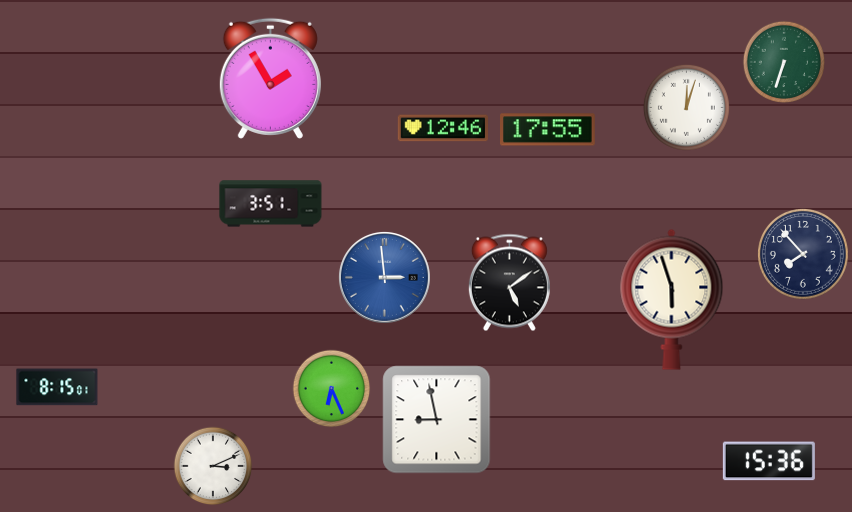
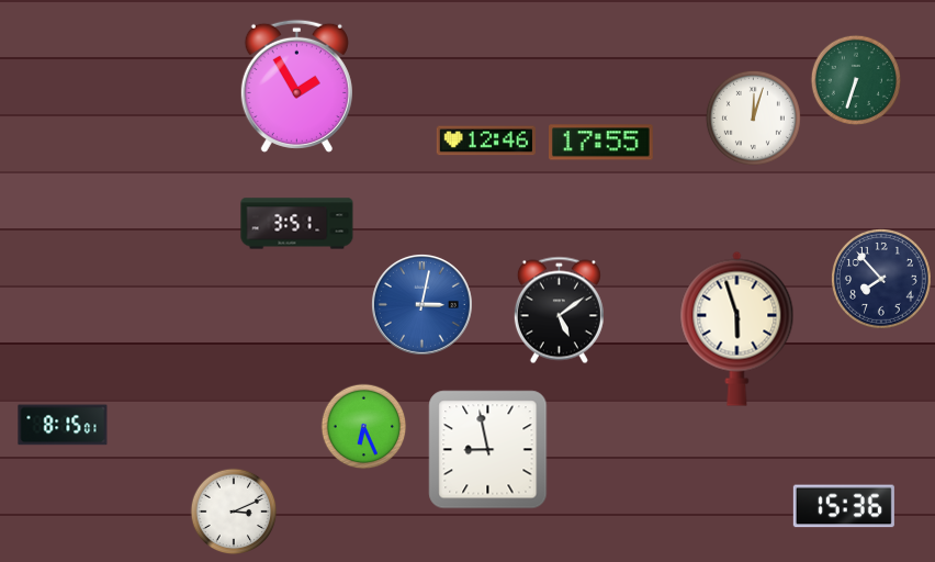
clock at (783, 61) position: (783, 61) -> (855, 79)
clock at (384, 277): 2:59 -> 3:02
clock at (437, 420) position: (437, 420) -> (488, 450)
